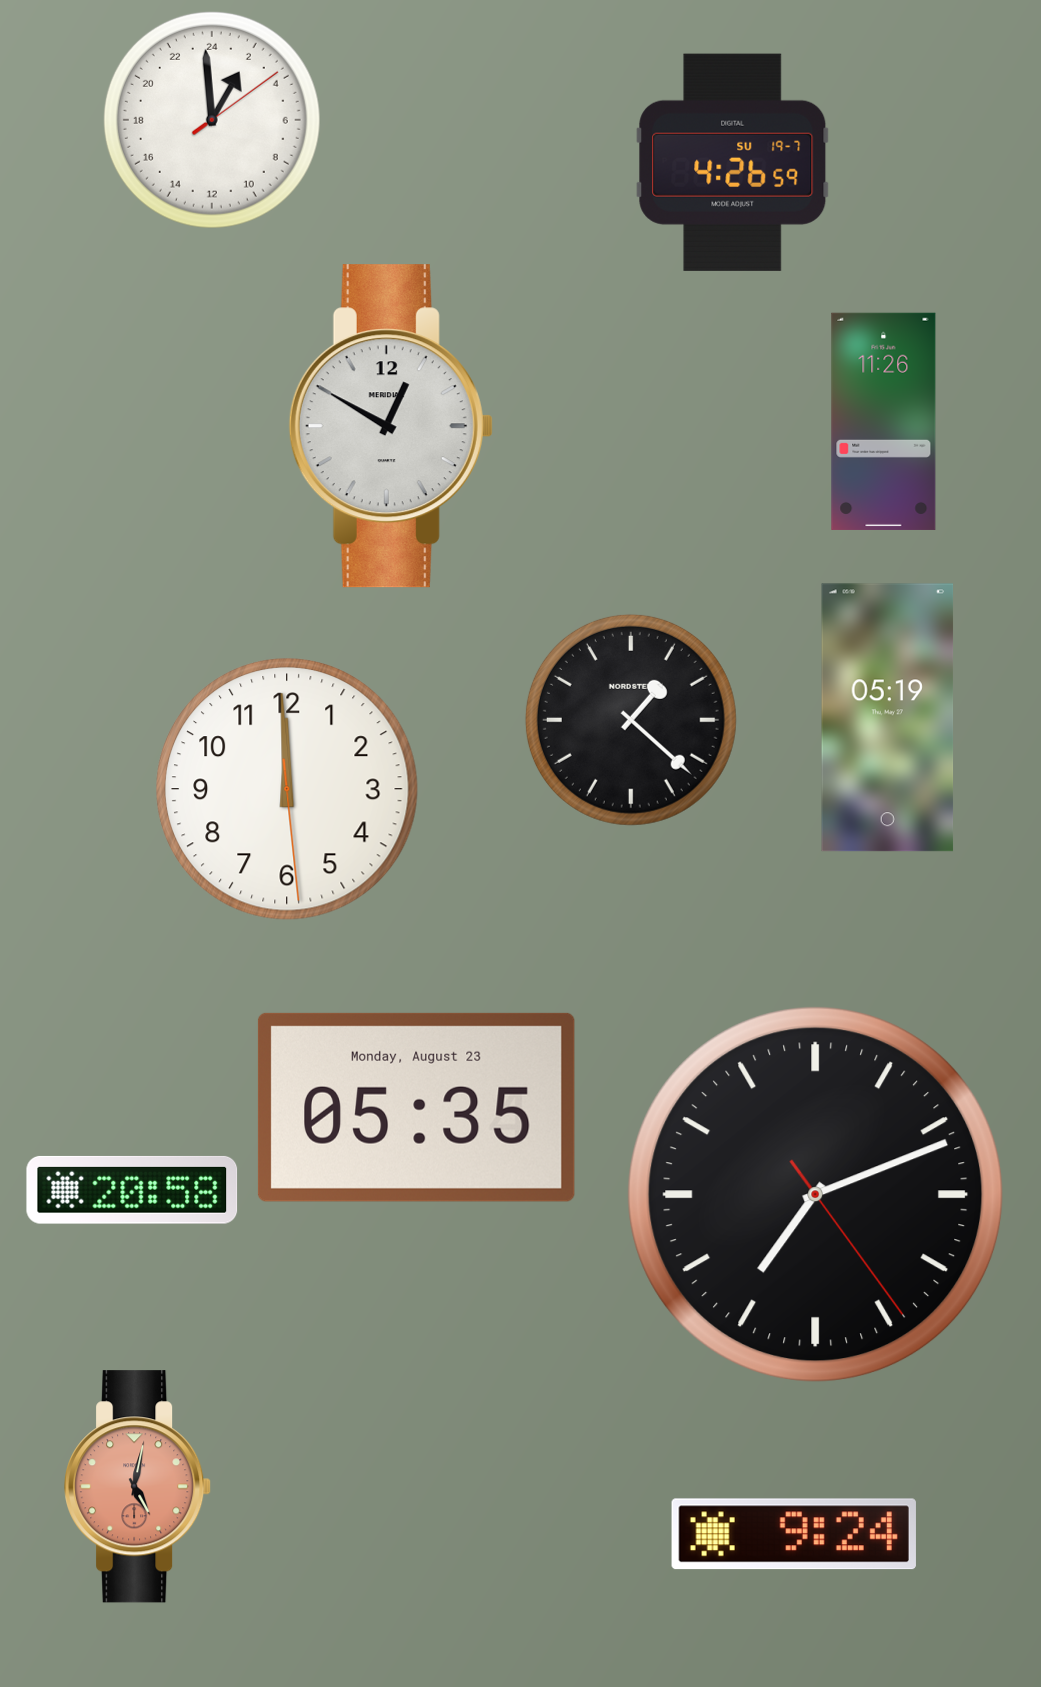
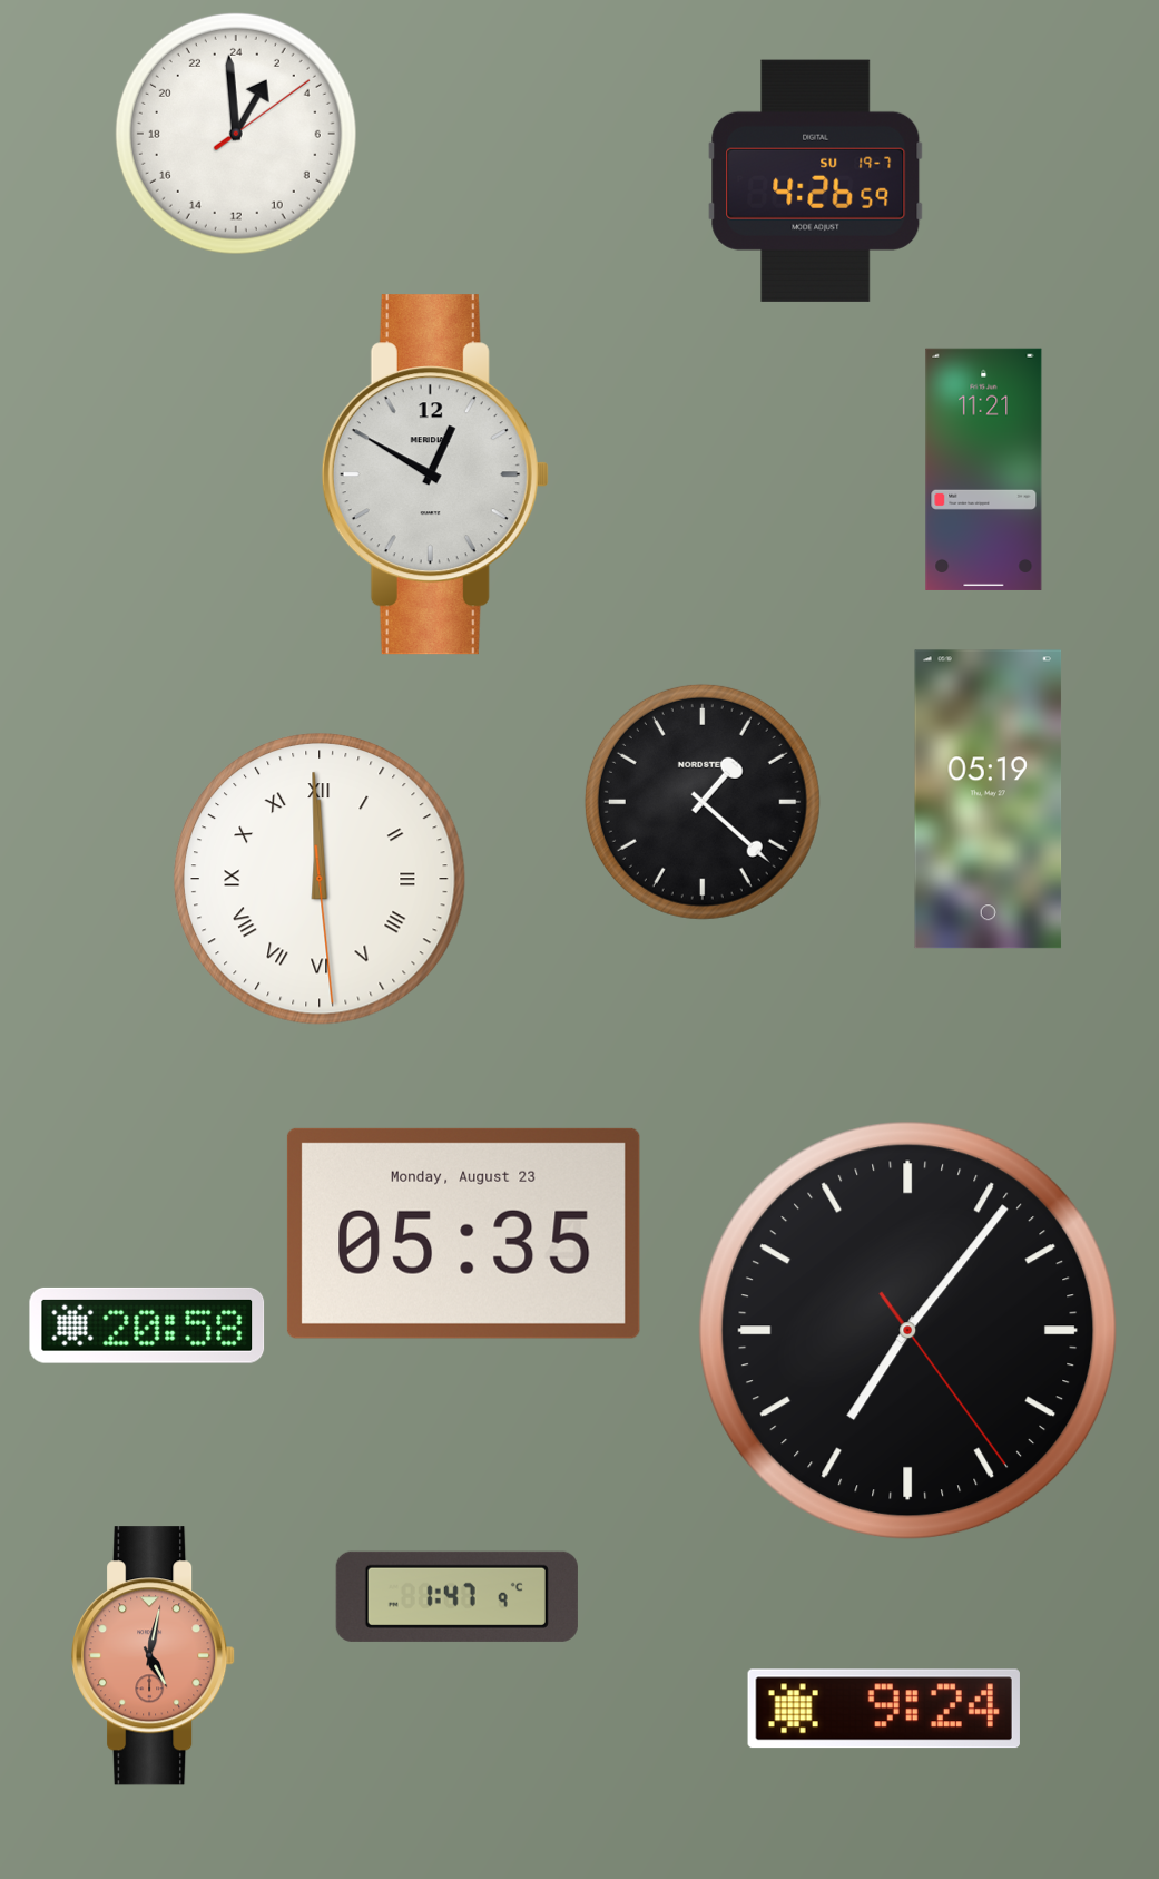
clock at (884, 421): 11:26 -> 11:21
clock at (288, 790) numerals: Arabic -> Roman
clock at (816, 1195): 7:11 -> 7:06
clock at (456, 1596): none -> 1:47
